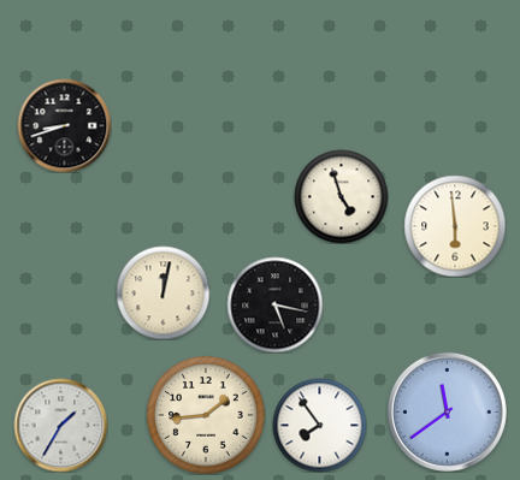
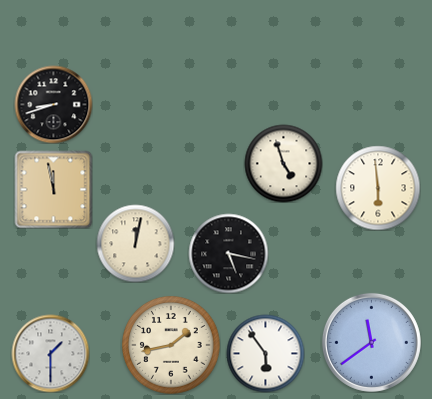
clock at (53, 189): none -> 11:58
clock at (206, 415): 1:44 -> 1:43
clock at (60, 425): 1:35 -> 1:30
clock at (319, 425): 7:54 -> 5:54
